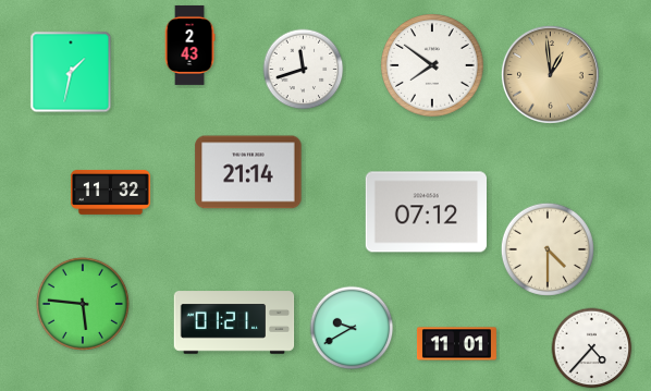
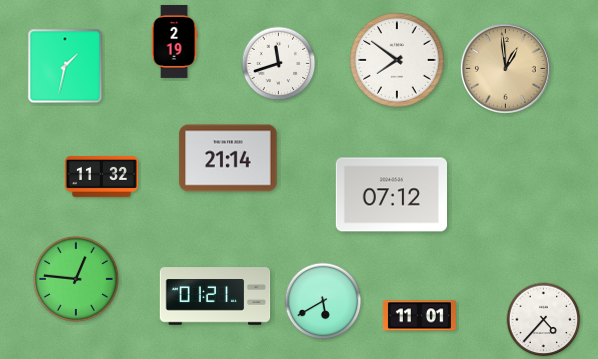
clock at (189, 45): 2:43 -> 2:19
clock at (548, 249): 4:30 -> none
clock at (83, 304): 5:46 -> 12:46
clock at (352, 328): 9:40 -> 5:40
